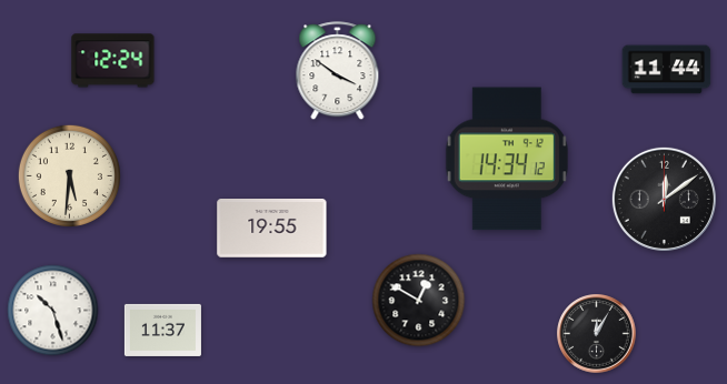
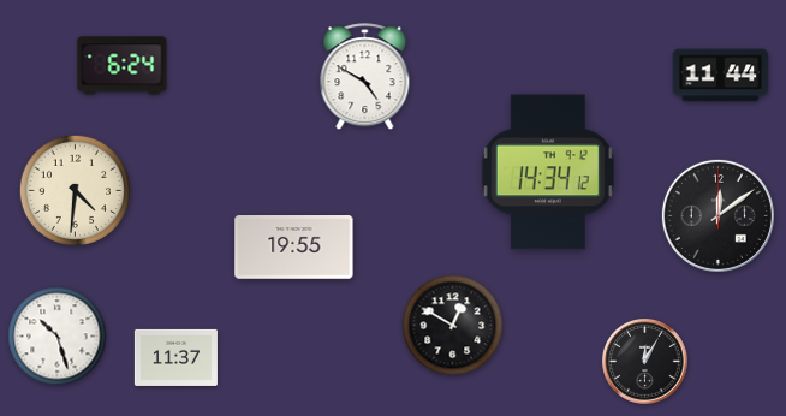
clock at (113, 61): 12:24 -> 6:24
clock at (338, 71): 3:51 -> 4:50
clock at (69, 175): 5:31 -> 4:31
